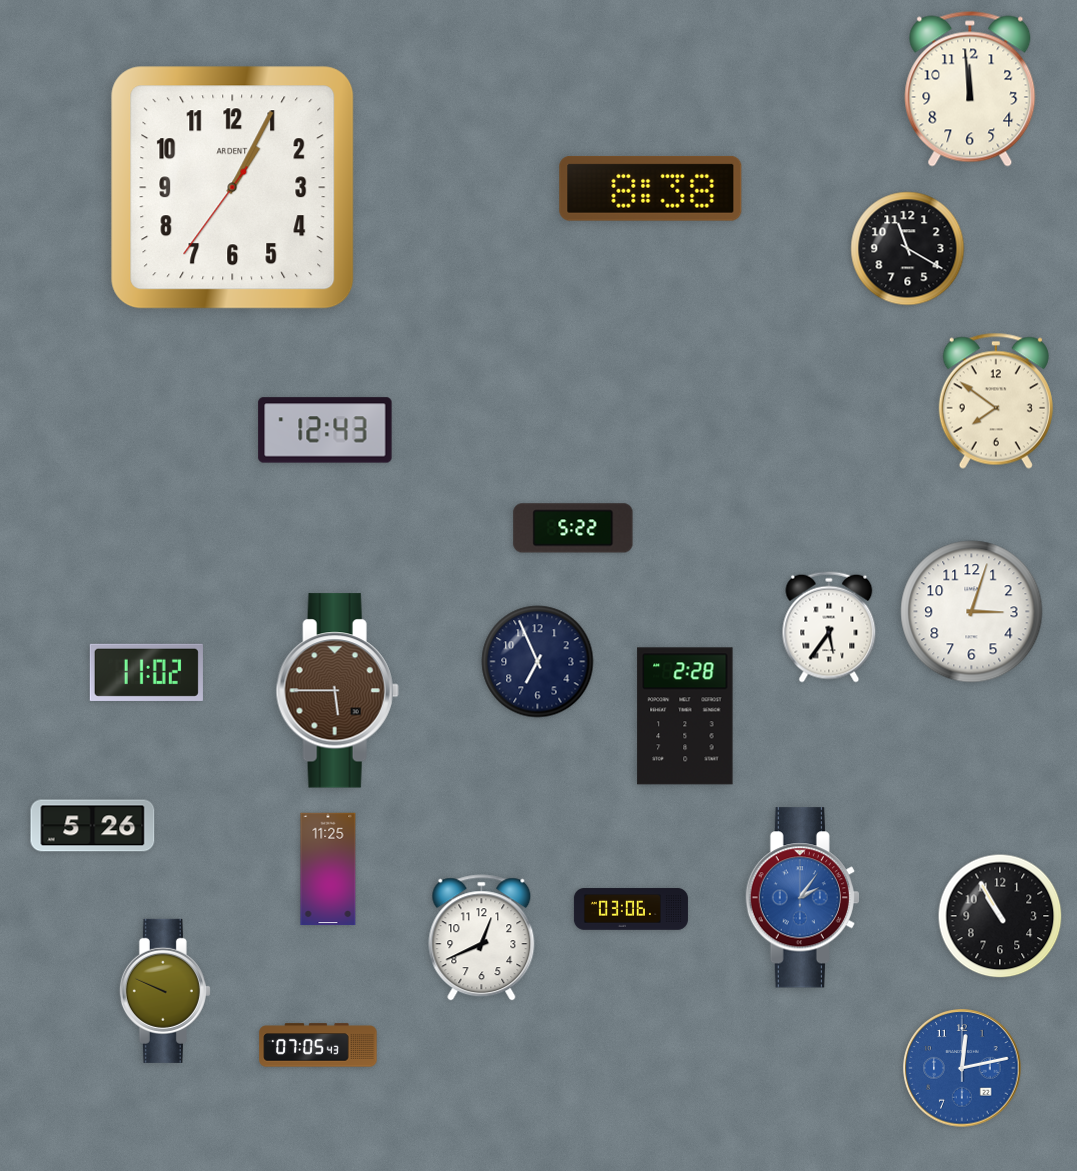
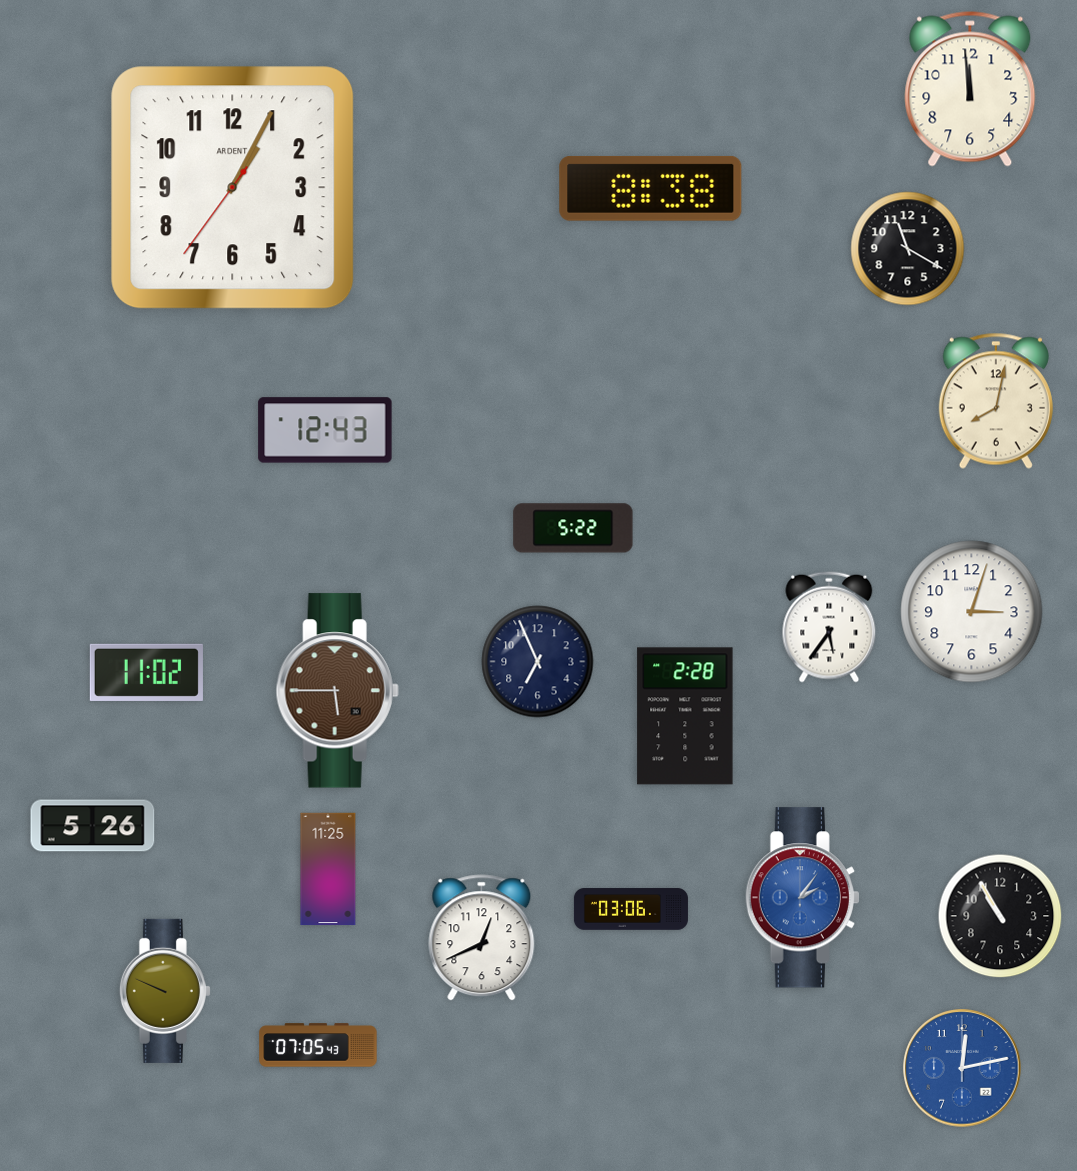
clock at (996, 401): 7:51 -> 8:02
